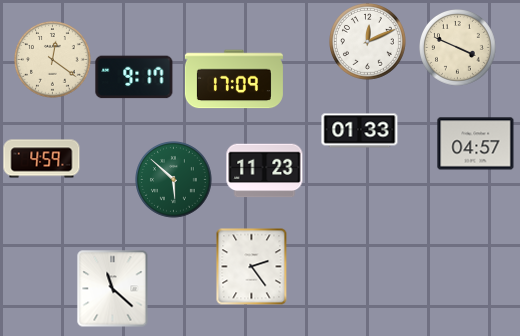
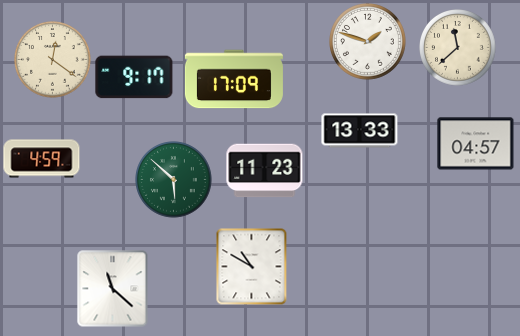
clock at (368, 42): 12:11 -> 1:48
clock at (458, 48): 3:49 -> 11:38
clock at (360, 131): 01:33 -> 13:33
clock at (252, 266): 2:24 -> 10:50
